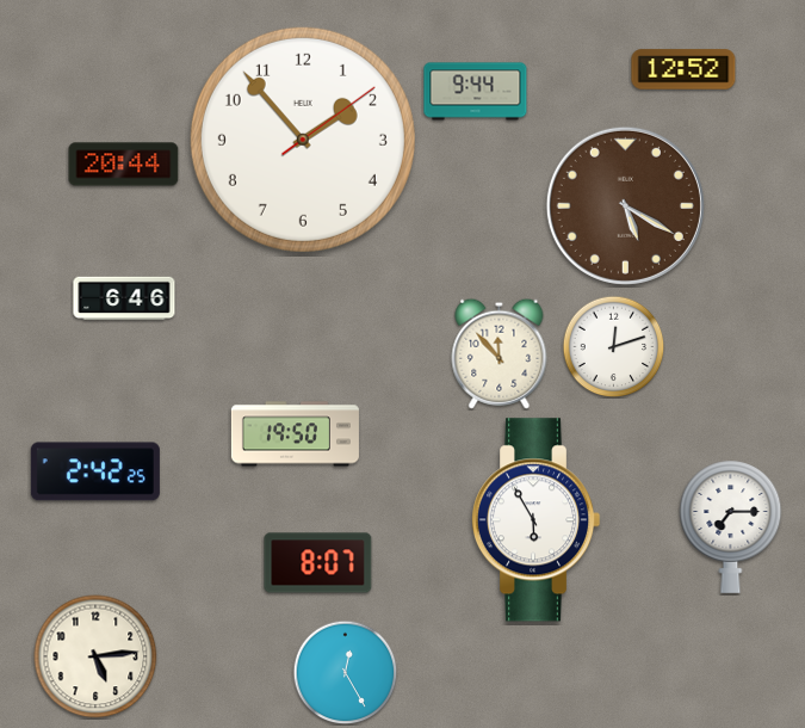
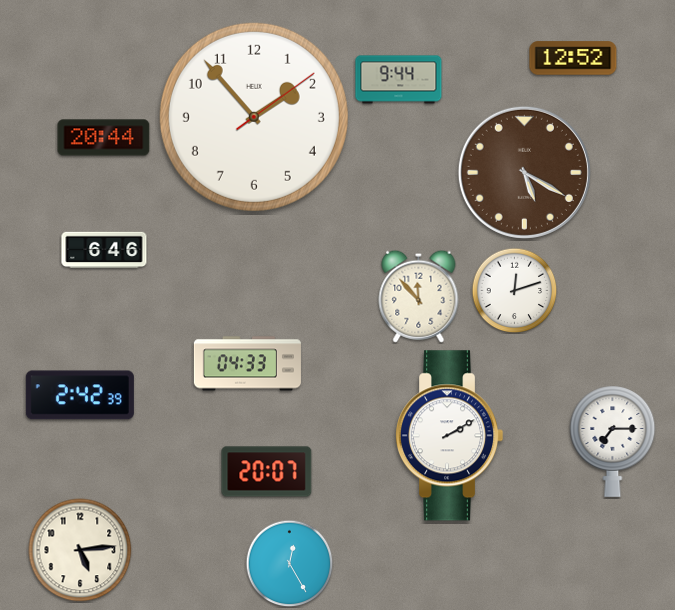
clock at (476, 92) position: (476, 92) -> (399, 80)
clock at (295, 434): 19:50 -> 04:33
clock at (95, 471): 2:42:25 -> 2:42:39
clock at (535, 520): 5:55 -> 2:10
clock at (318, 563): 8:07 -> 20:07
